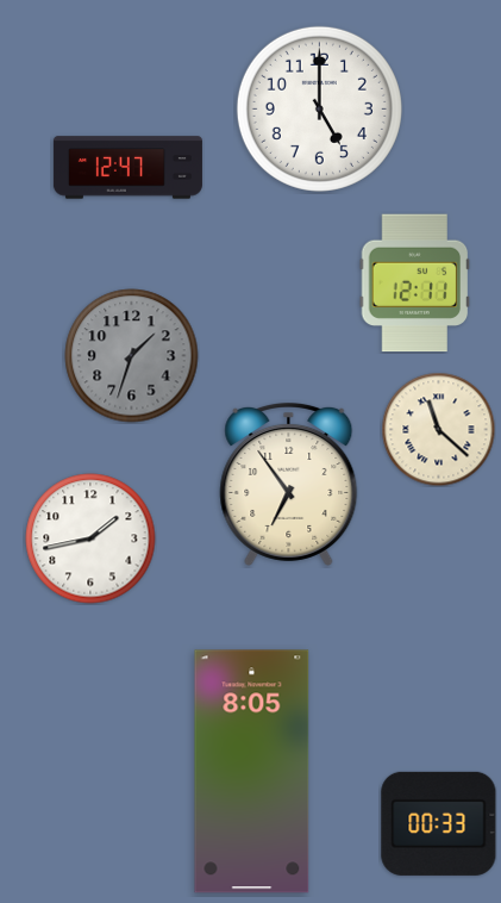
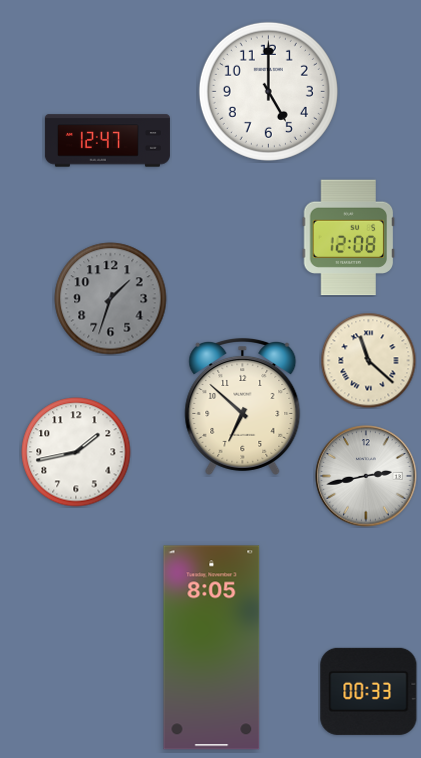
clock at (415, 284): 12:11 -> 12:08
clock at (289, 484): 6:54 -> 6:52
clock at (366, 476): none -> 2:43
